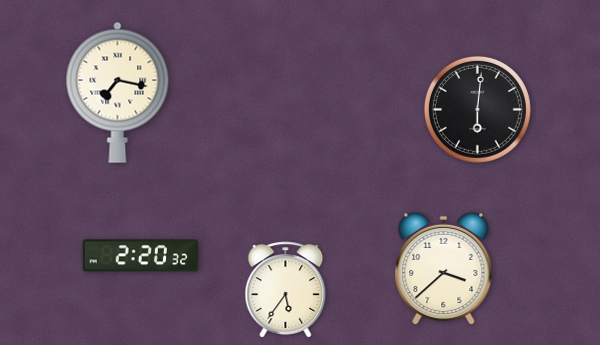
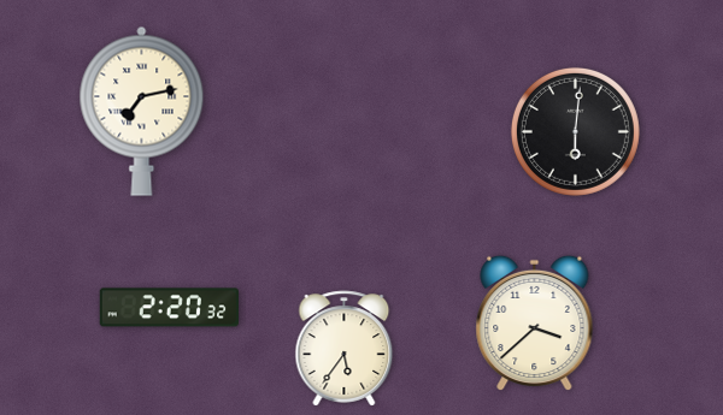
clock at (118, 92): 7:17 -> 7:13
